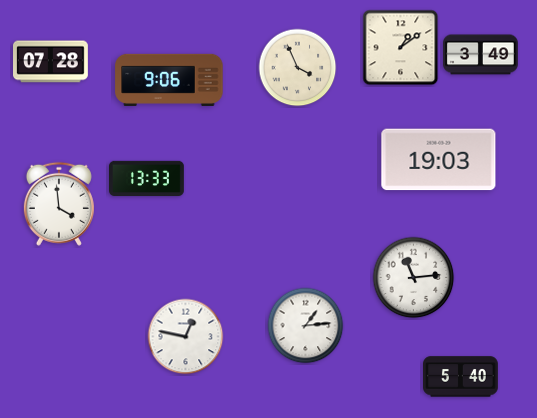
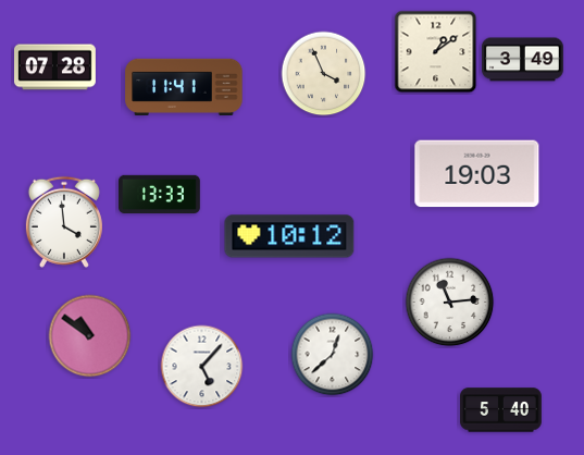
clock at (169, 80): 9:06 -> 11:41
clock at (289, 236): none -> 10:12
clock at (90, 336): none -> 10:51
clock at (306, 326): 1:14 -> 12:38
clock at (186, 337): 12:47 -> 5:07
